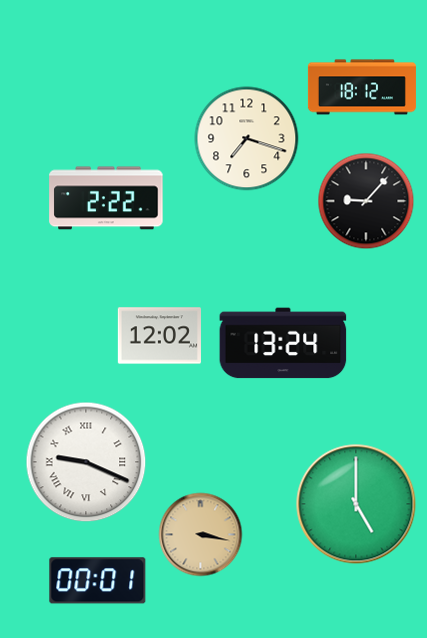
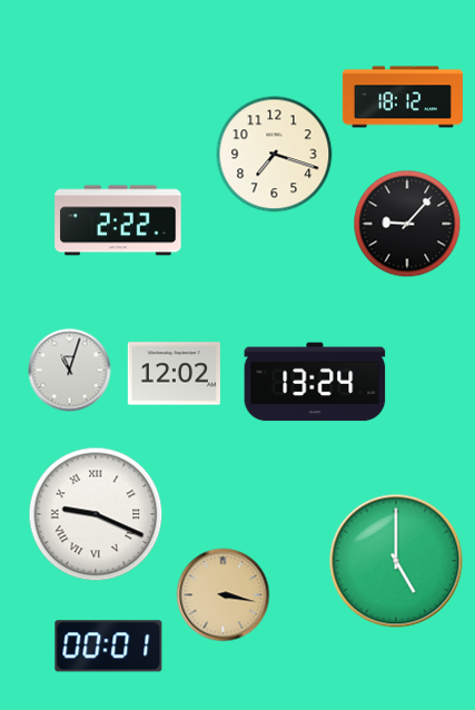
clock at (70, 371): none -> 11:03
clock at (159, 336) position: (159, 336) -> (174, 374)
